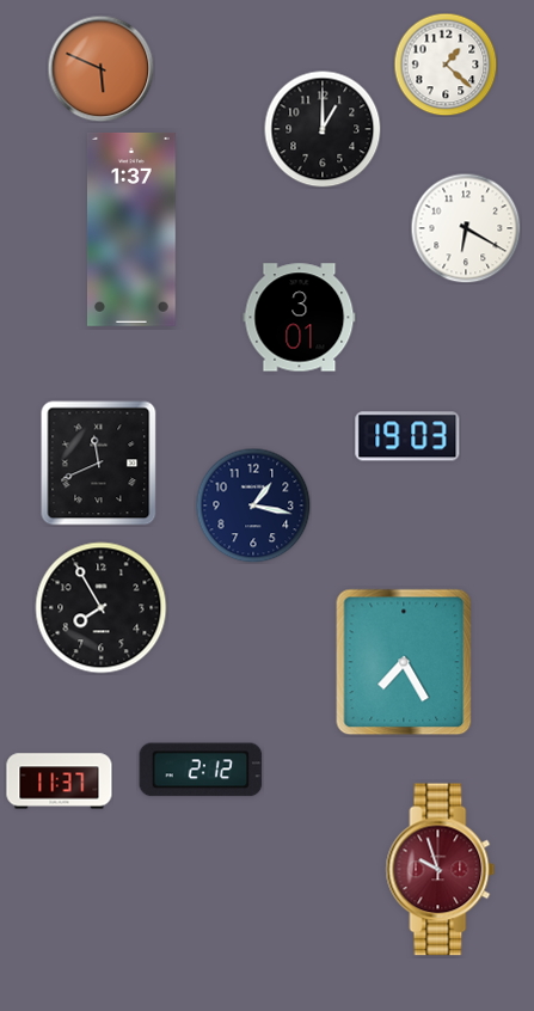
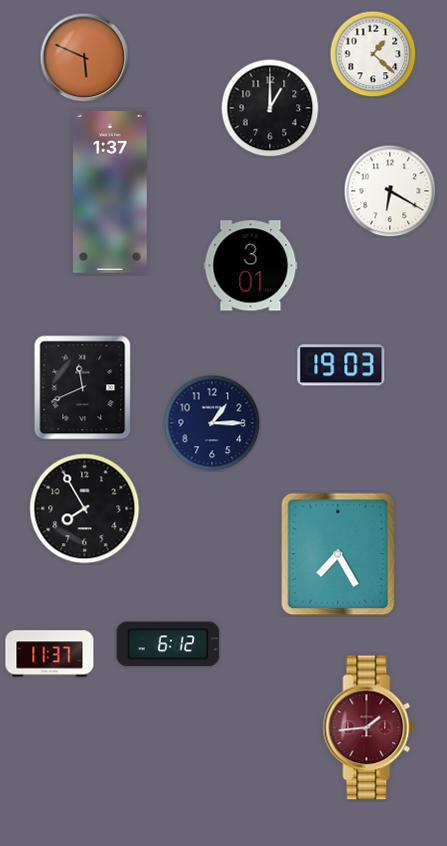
clock at (253, 505): 1:17 -> 1:15
clock at (201, 770): 2:12 -> 6:12
clock at (441, 870): 9:57 -> 1:44
